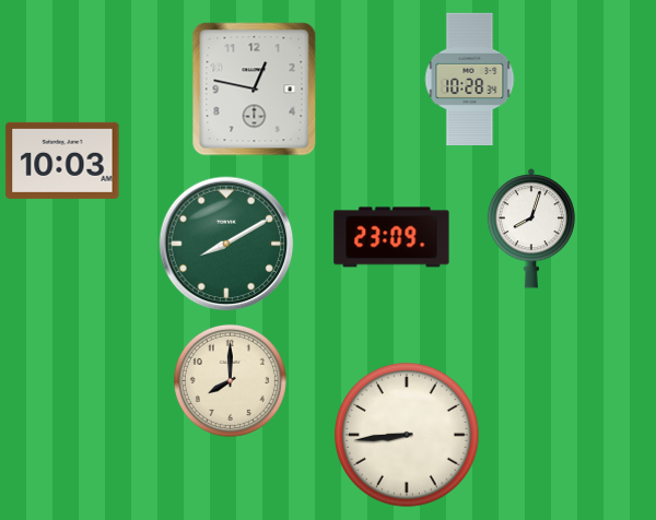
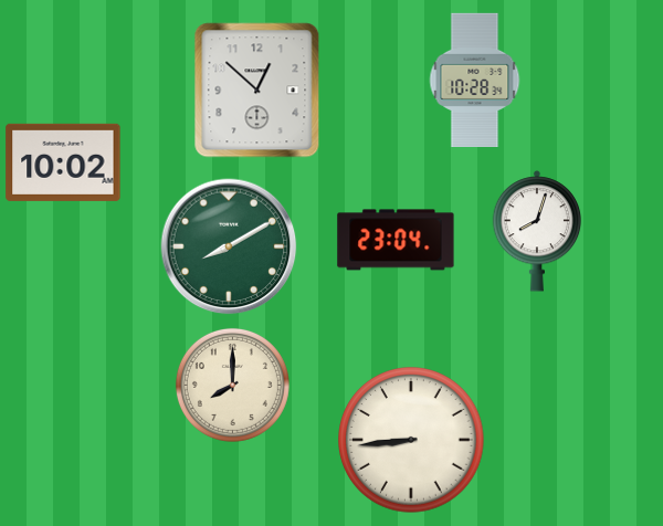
clock at (255, 90): 12:47 -> 12:52
clock at (62, 161): 10:03 -> 10:02
clock at (391, 237): 23:09 -> 23:04
